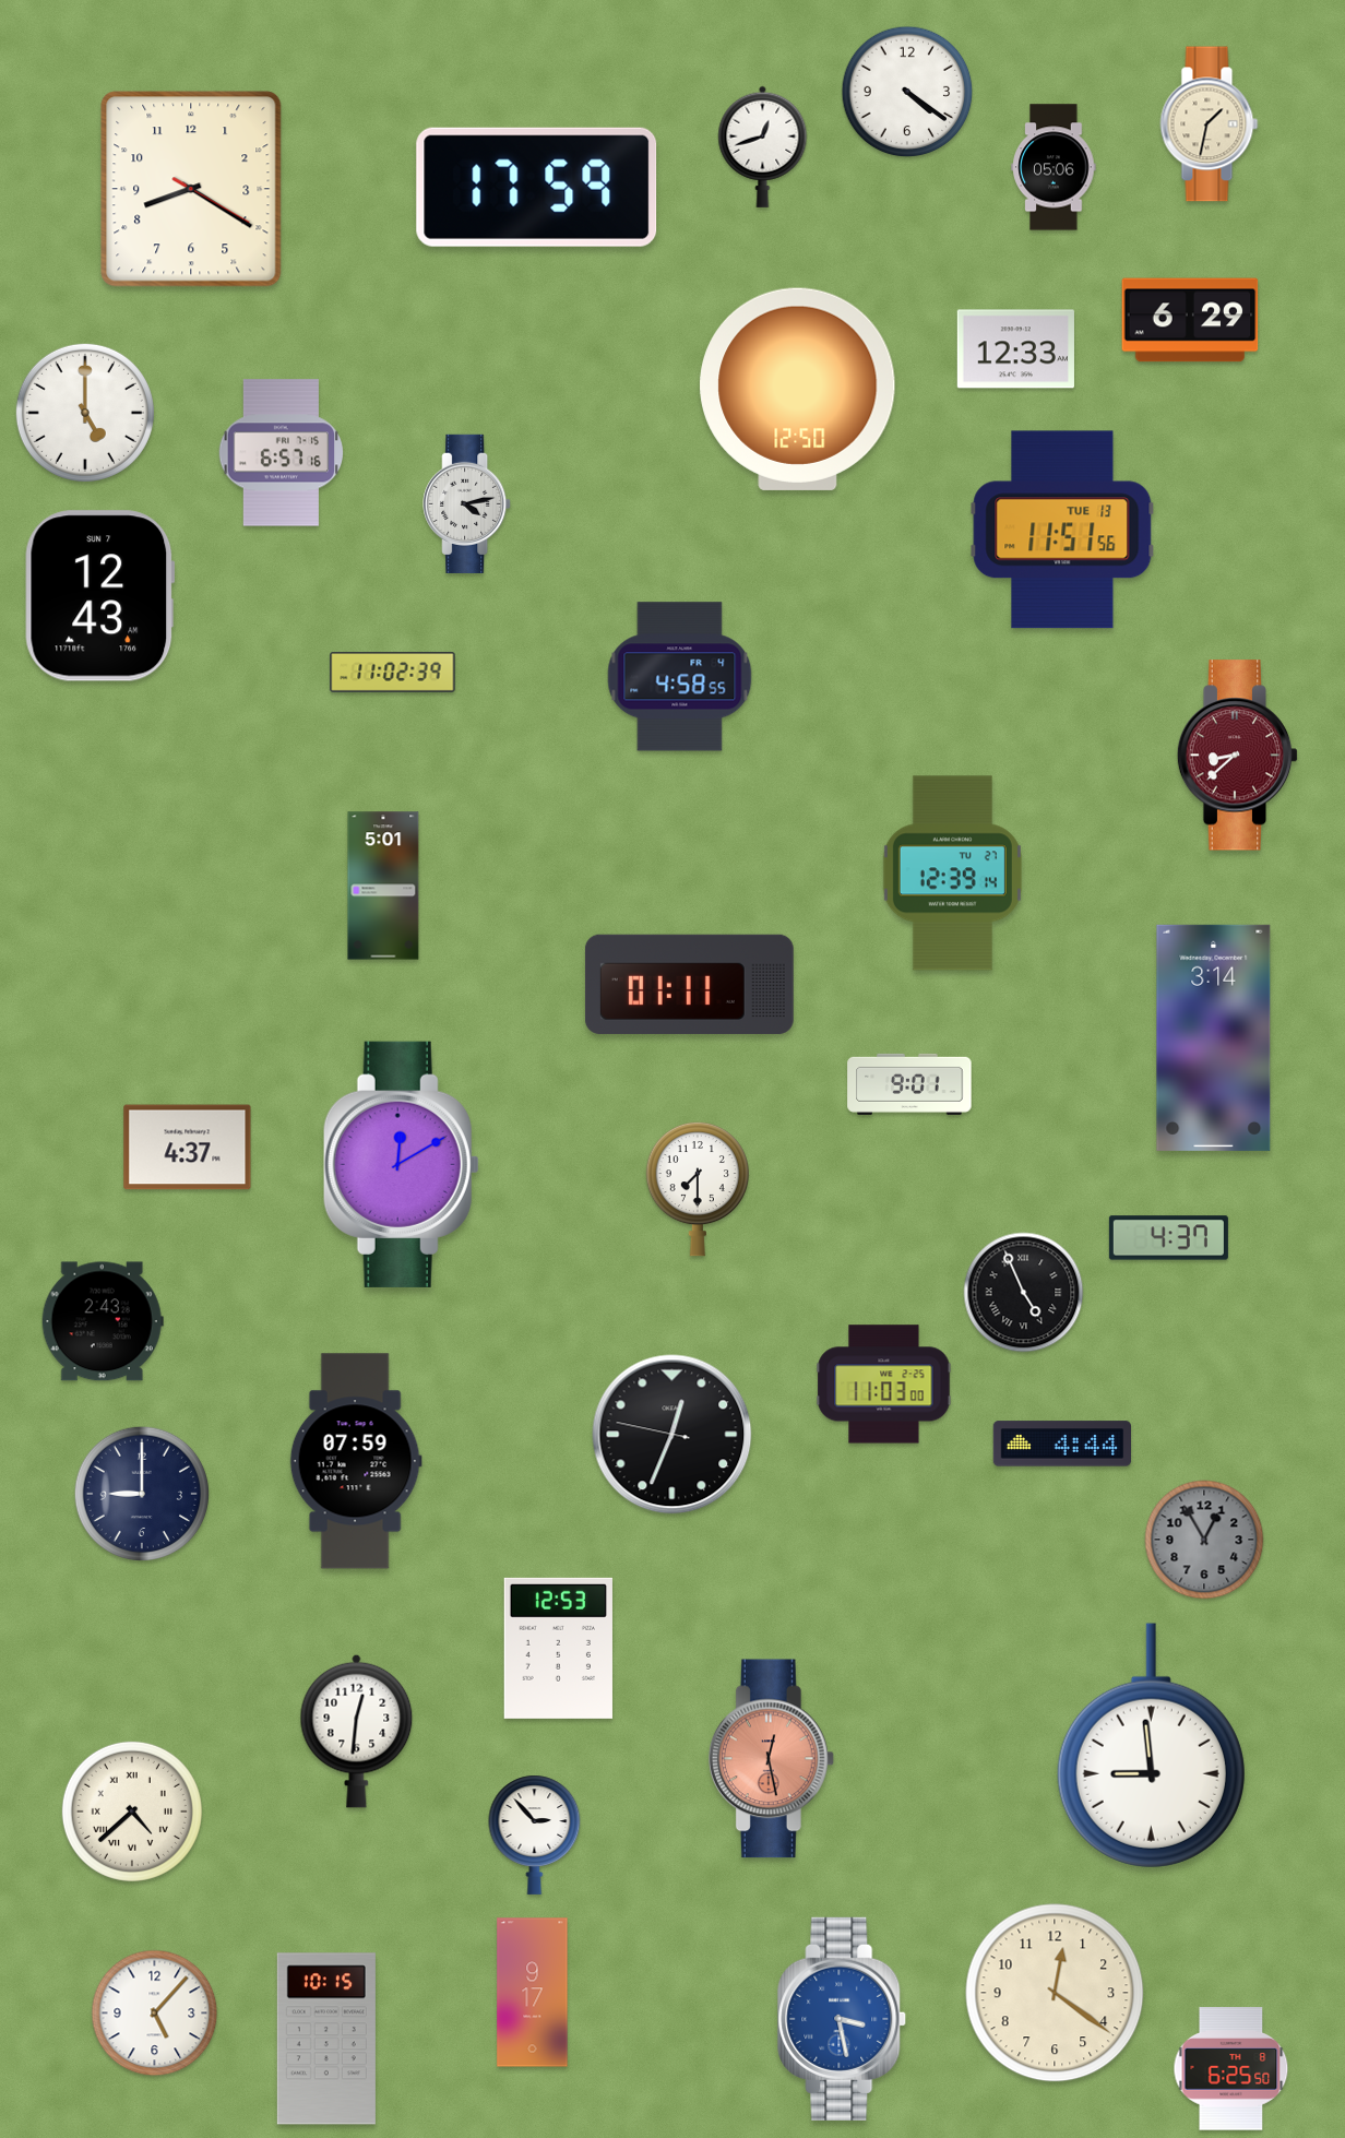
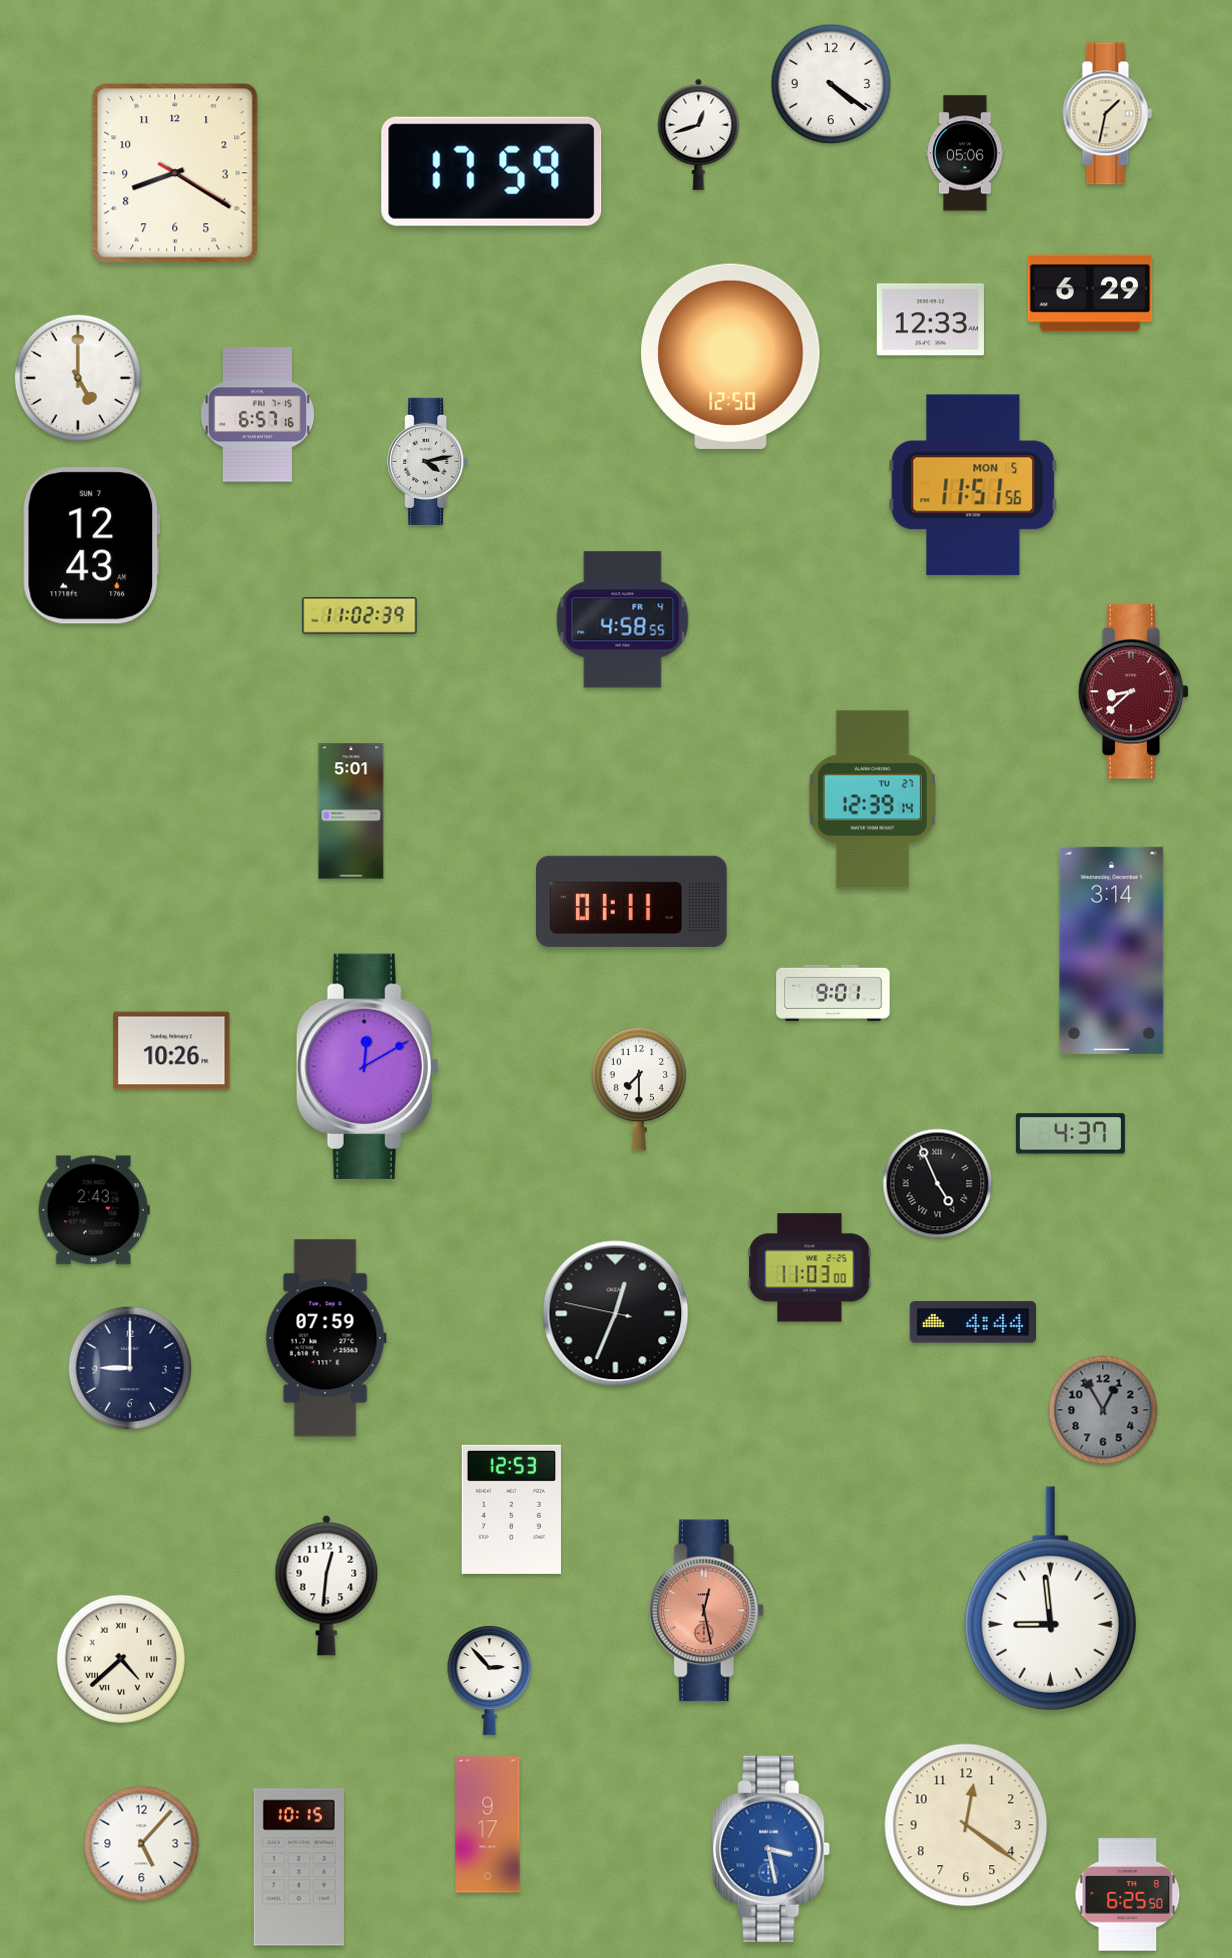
clock at (1062, 530) date: TUE 13 -> MON 5
clock at (188, 1148): 4:37 -> 10:26
clock at (1151, 1746) position: (1151, 1746) -> (1050, 1599)
